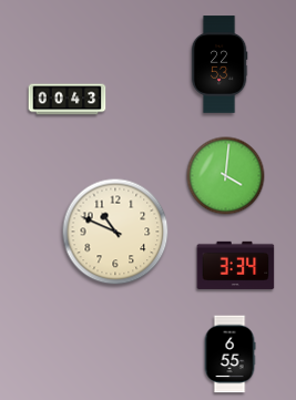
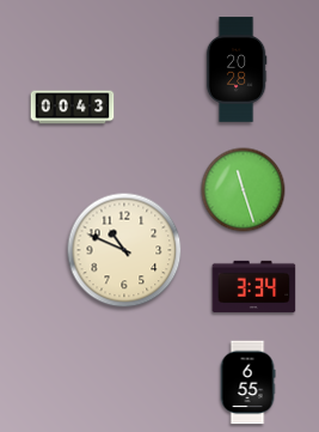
clock at (220, 64): 22:53 -> 20:28
clock at (226, 176): 4:01 -> 11:27
